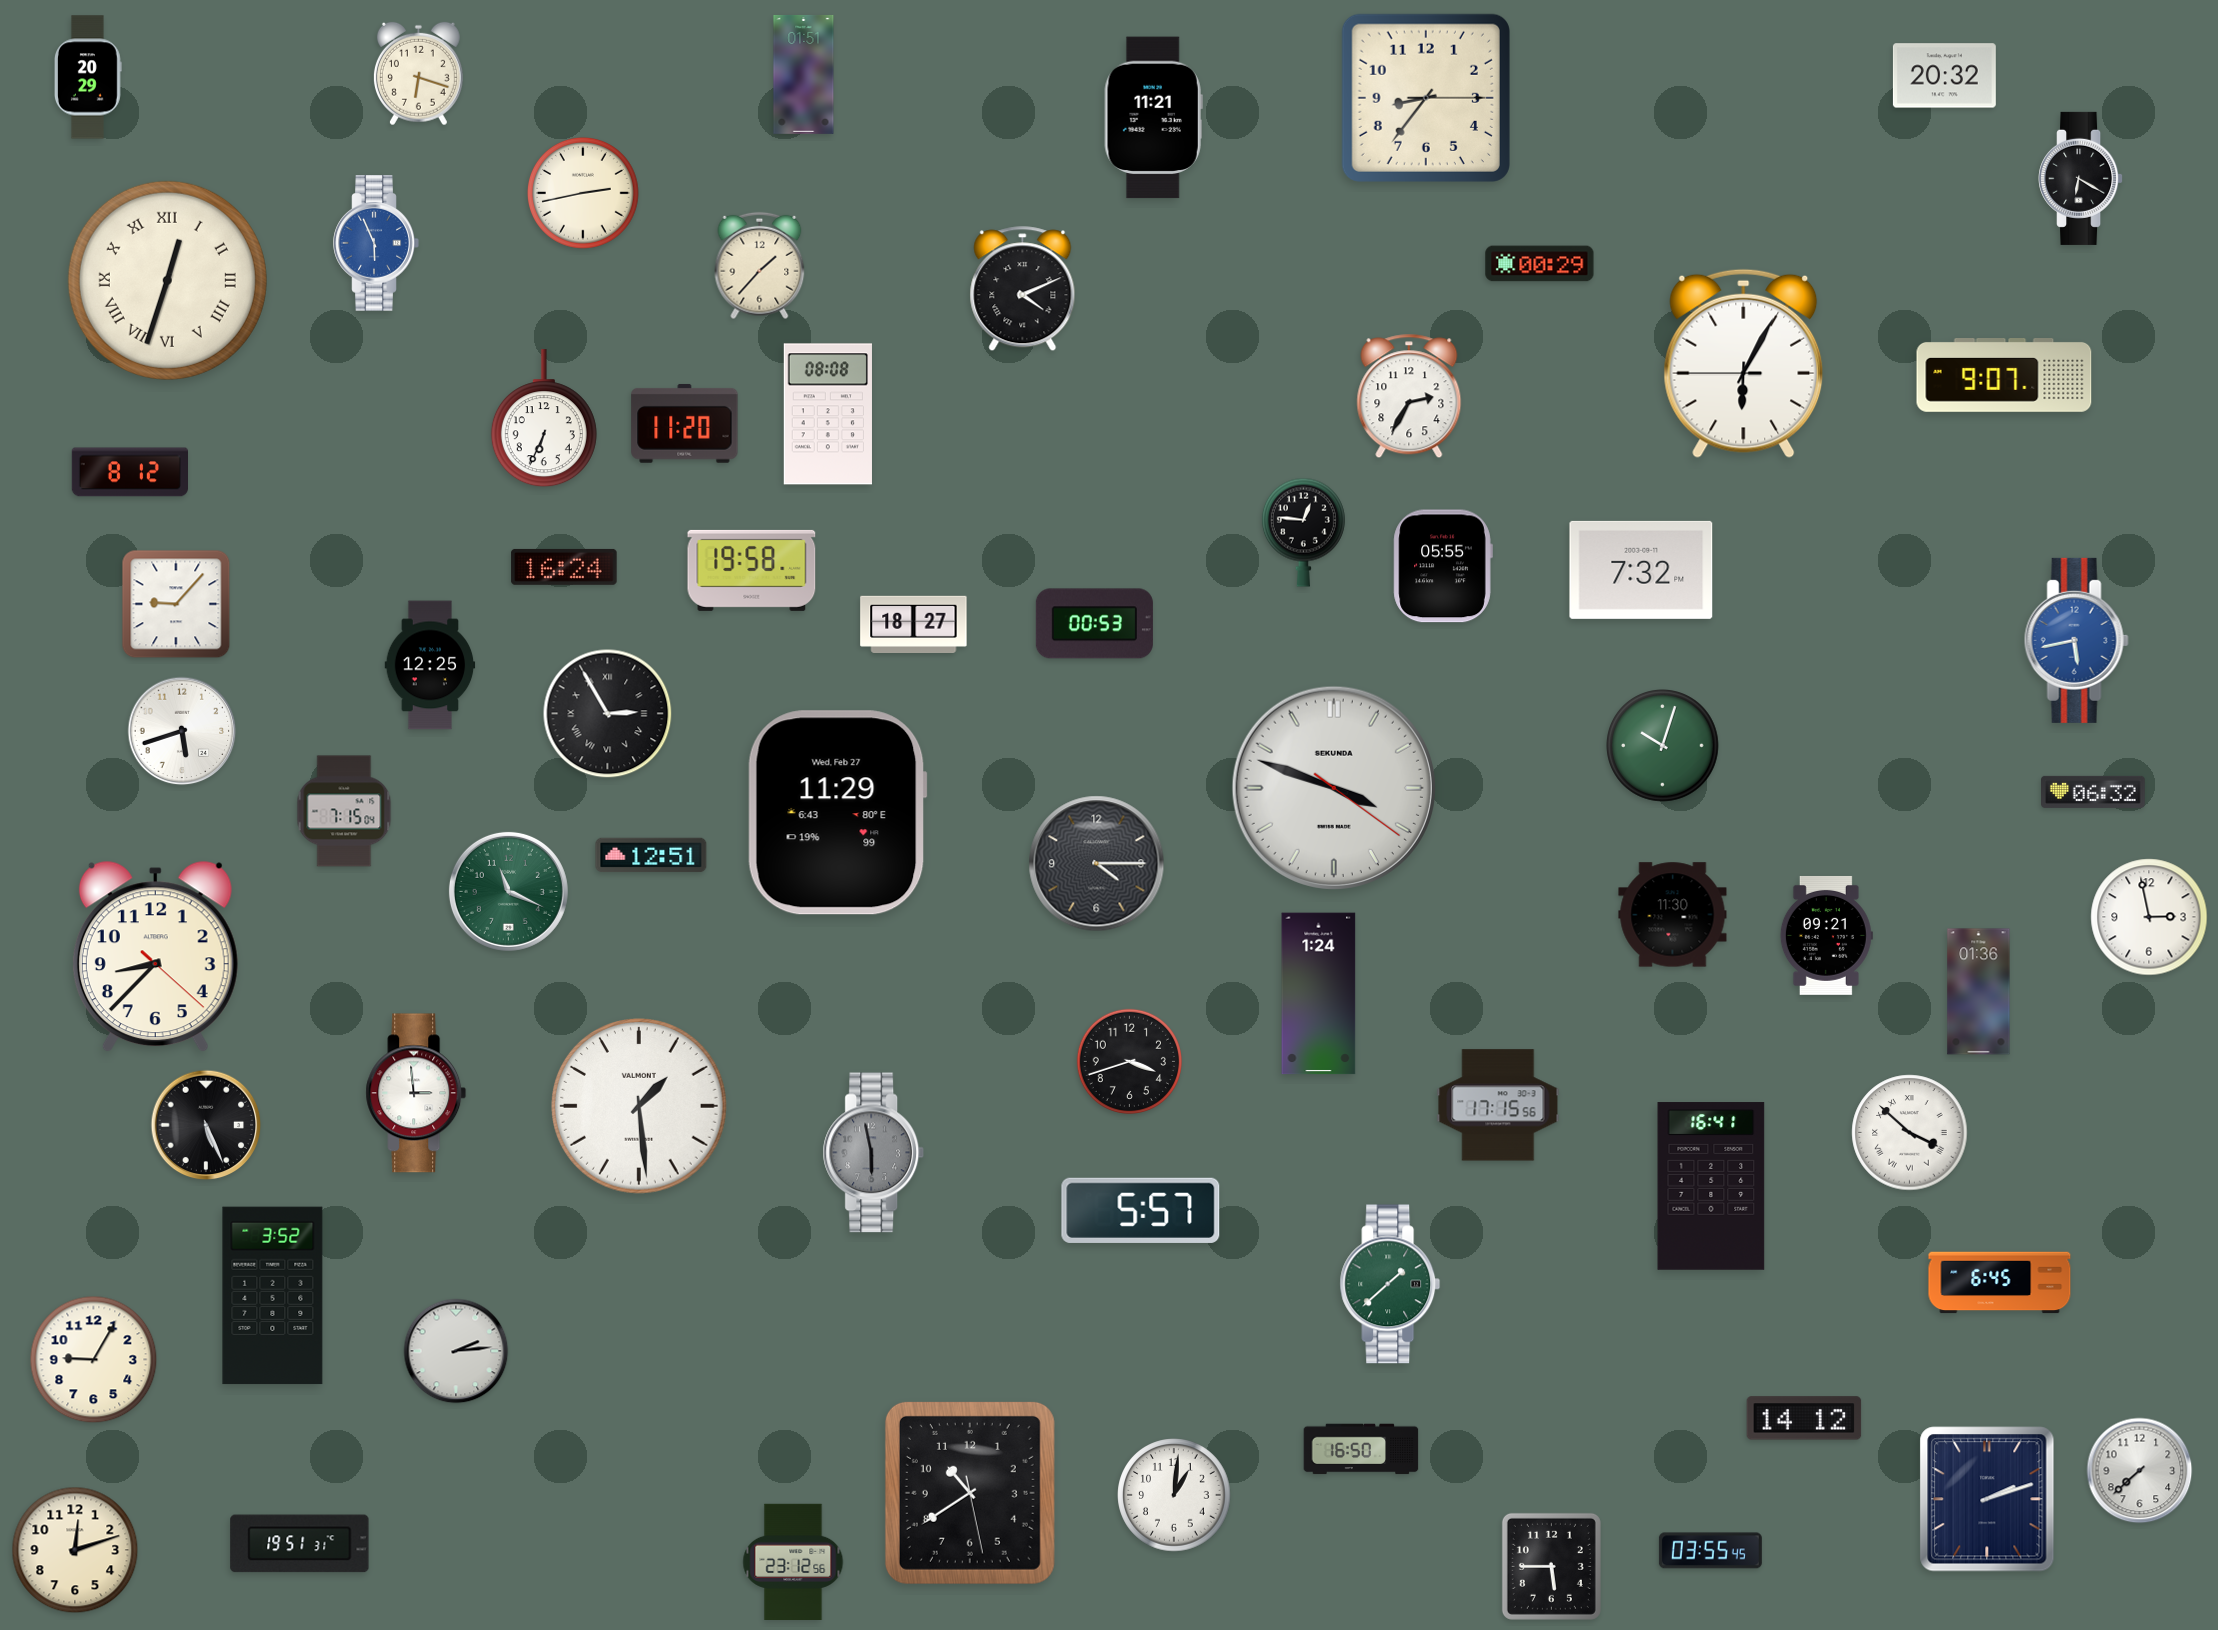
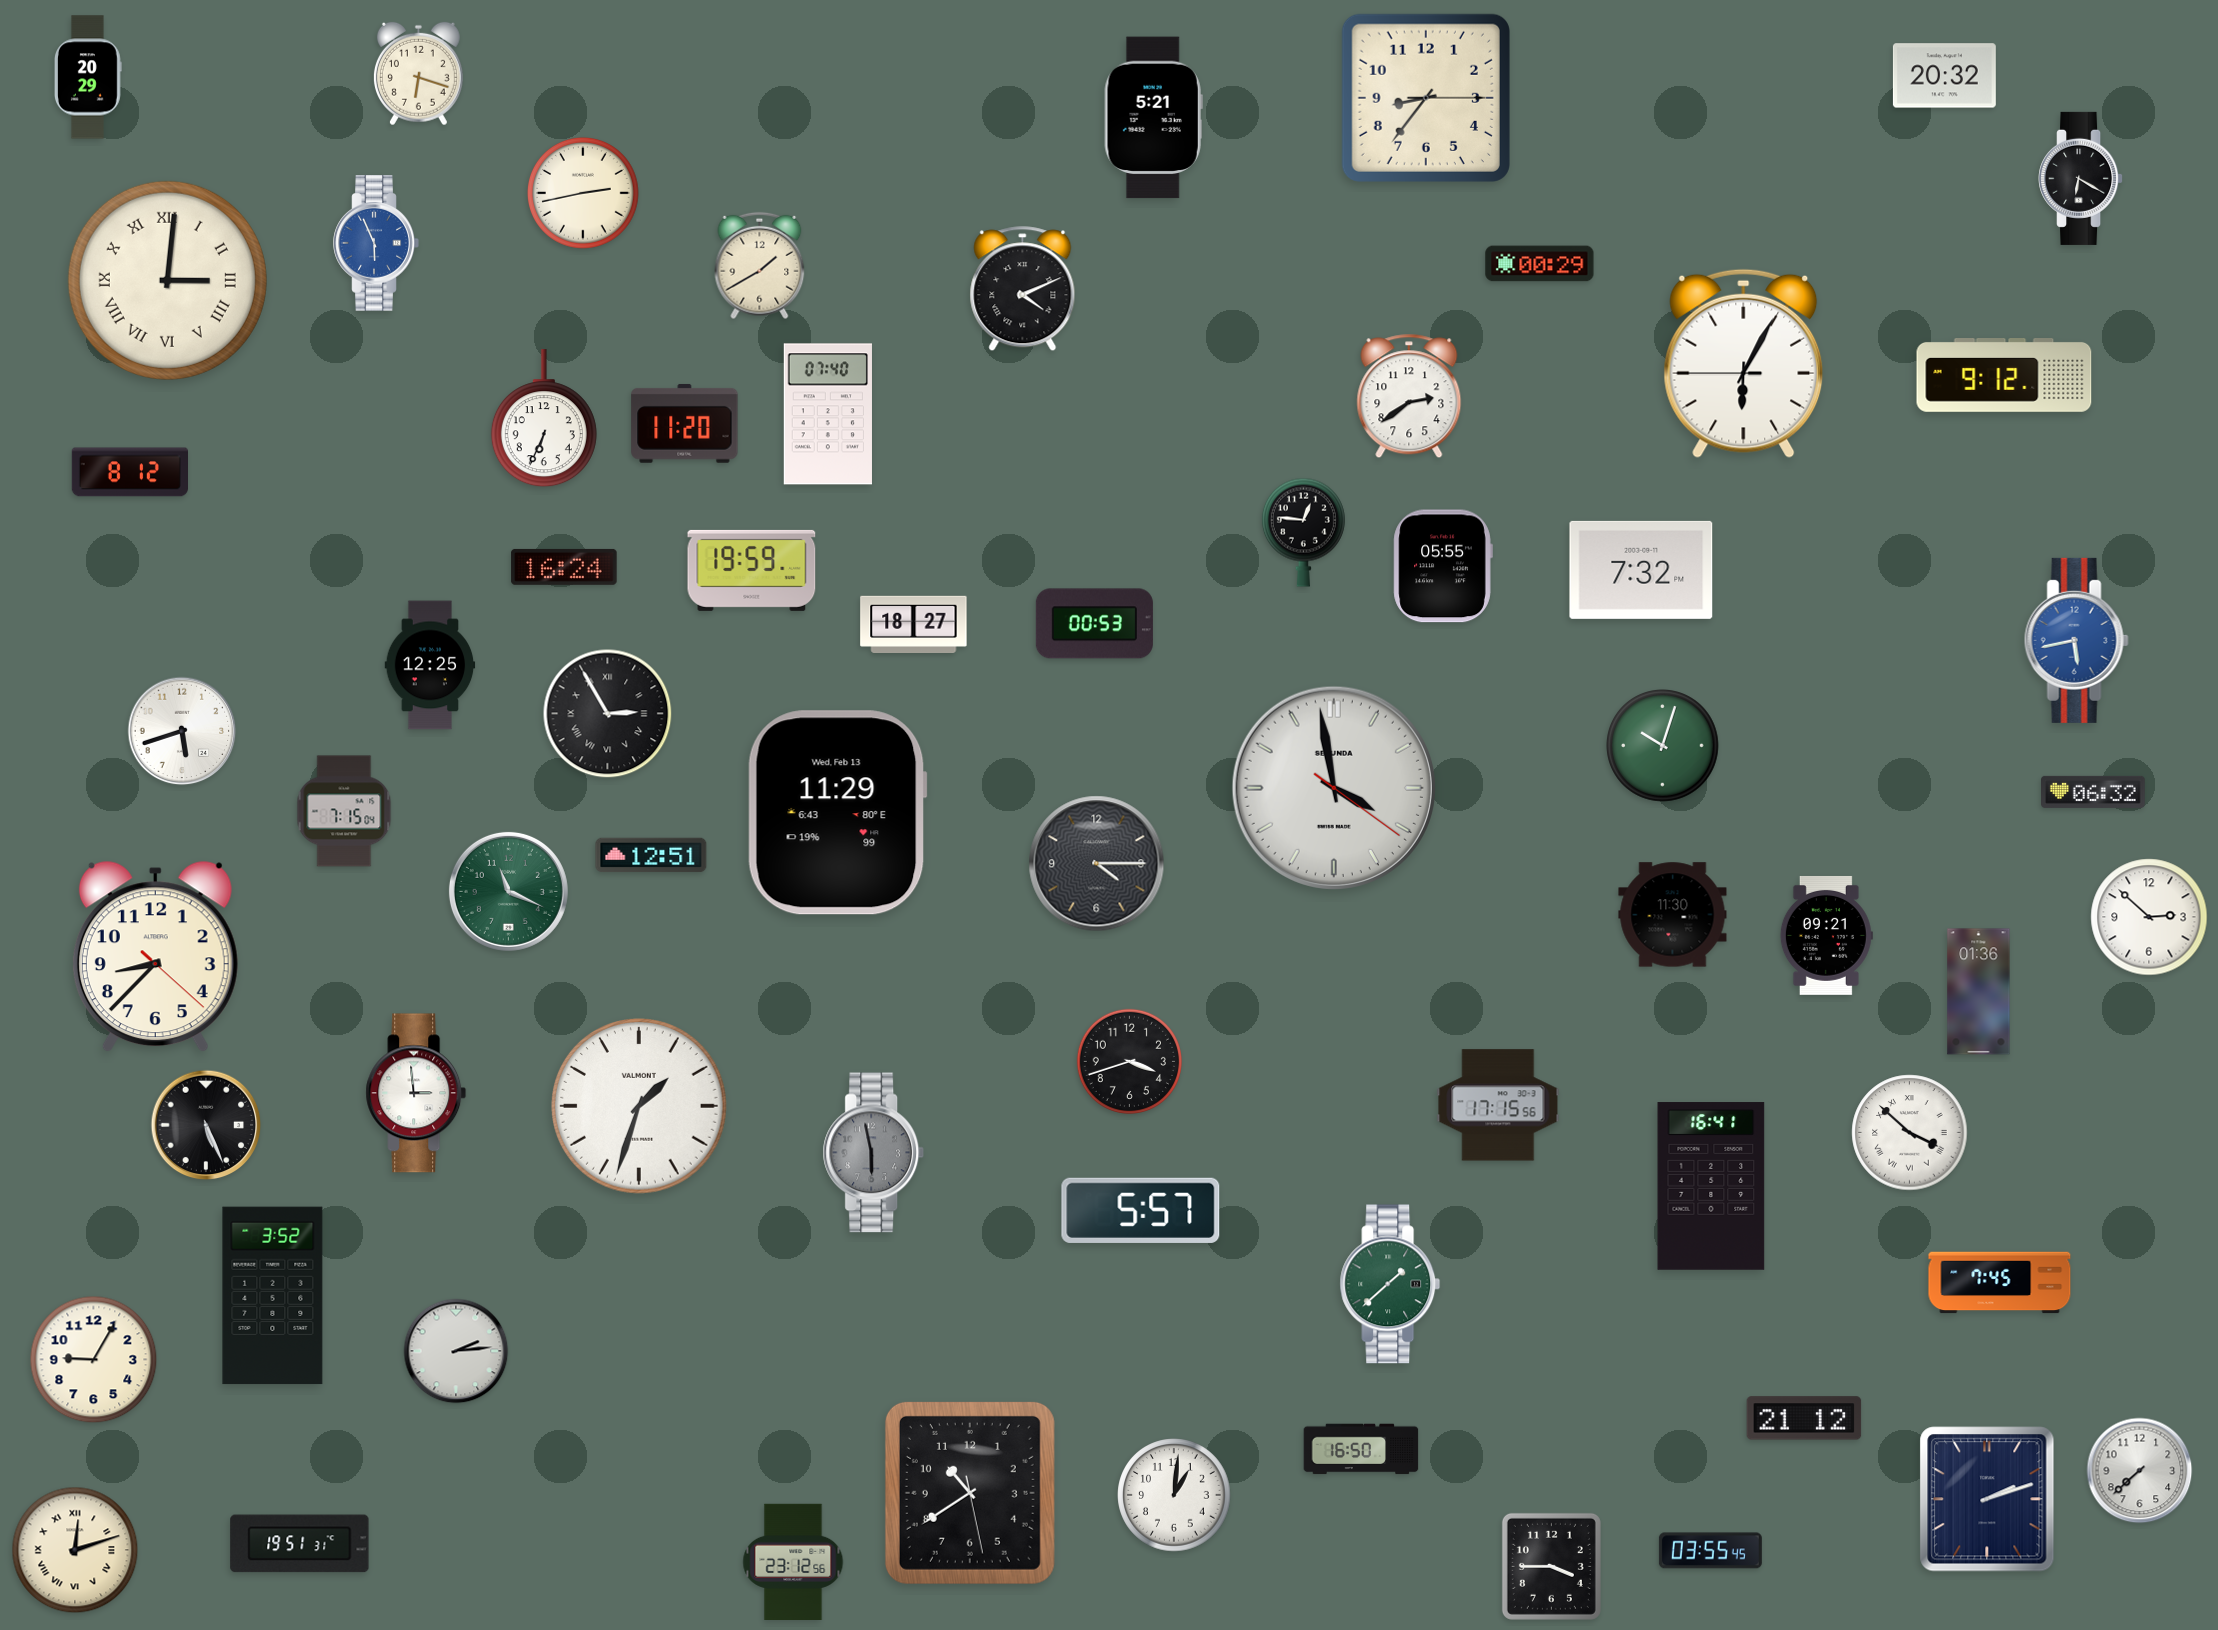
clock at (804, 74): 01:51 -> none
clock at (1153, 118): 11:21 -> 5:21
clock at (760, 266): 1:37 -> 1:40
clock at (167, 280): 12:33 -> 3:01
clock at (2004, 376): 9:07 -> 9:12
clock at (1409, 396): 2:35 -> 2:39
clock at (828, 414): 08:08 -> 07:40
clock at (752, 570): 19:58 -> 19:59
clock at (176, 604): 9:07 -> none
clock at (1334, 788): 3:48 -> 3:58
clock at (837, 813) date: Wed, Feb 27 -> Wed, Feb 13
clock at (2149, 917): 2:58 -> 2:52
clock at (1319, 994): 1:24 -> none
clock at (640, 1107): 1:29 -> 1:33
clock at (2000, 1283): 6:45 -> 7:45
clock at (1804, 1418): 14:12 -> 21:12
clock at (75, 1550) numerals: Arabic -> Roman
clock at (1551, 1566): 5:45 -> 3:45
